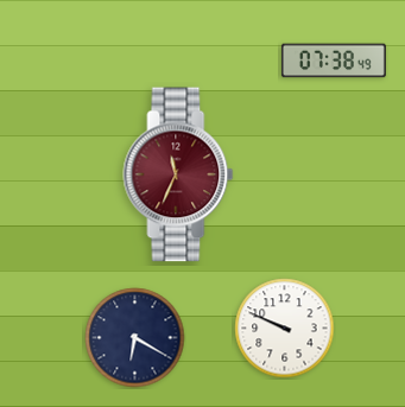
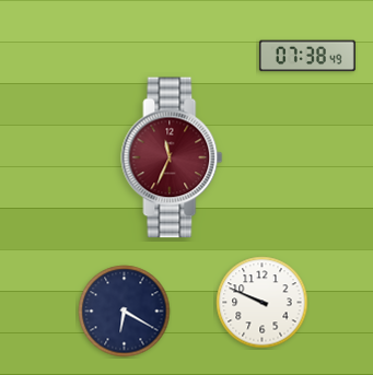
clock at (178, 174) position: (178, 174) -> (172, 157)
